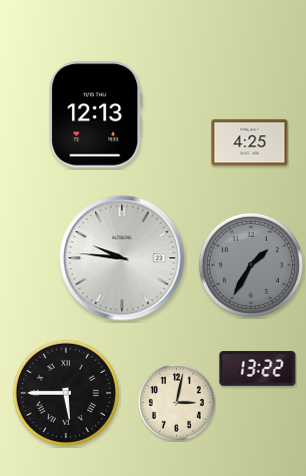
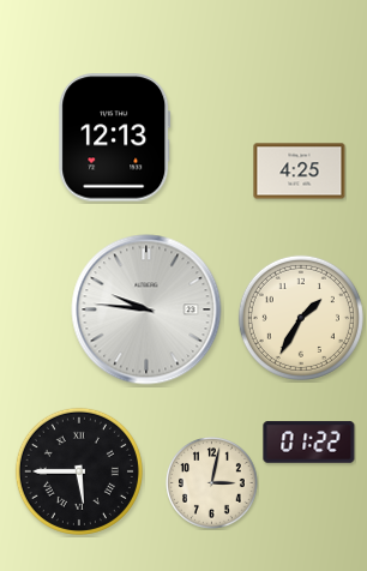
clock at (251, 265) dial: grey -> cream
clock at (258, 369): 13:22 -> 01:22
